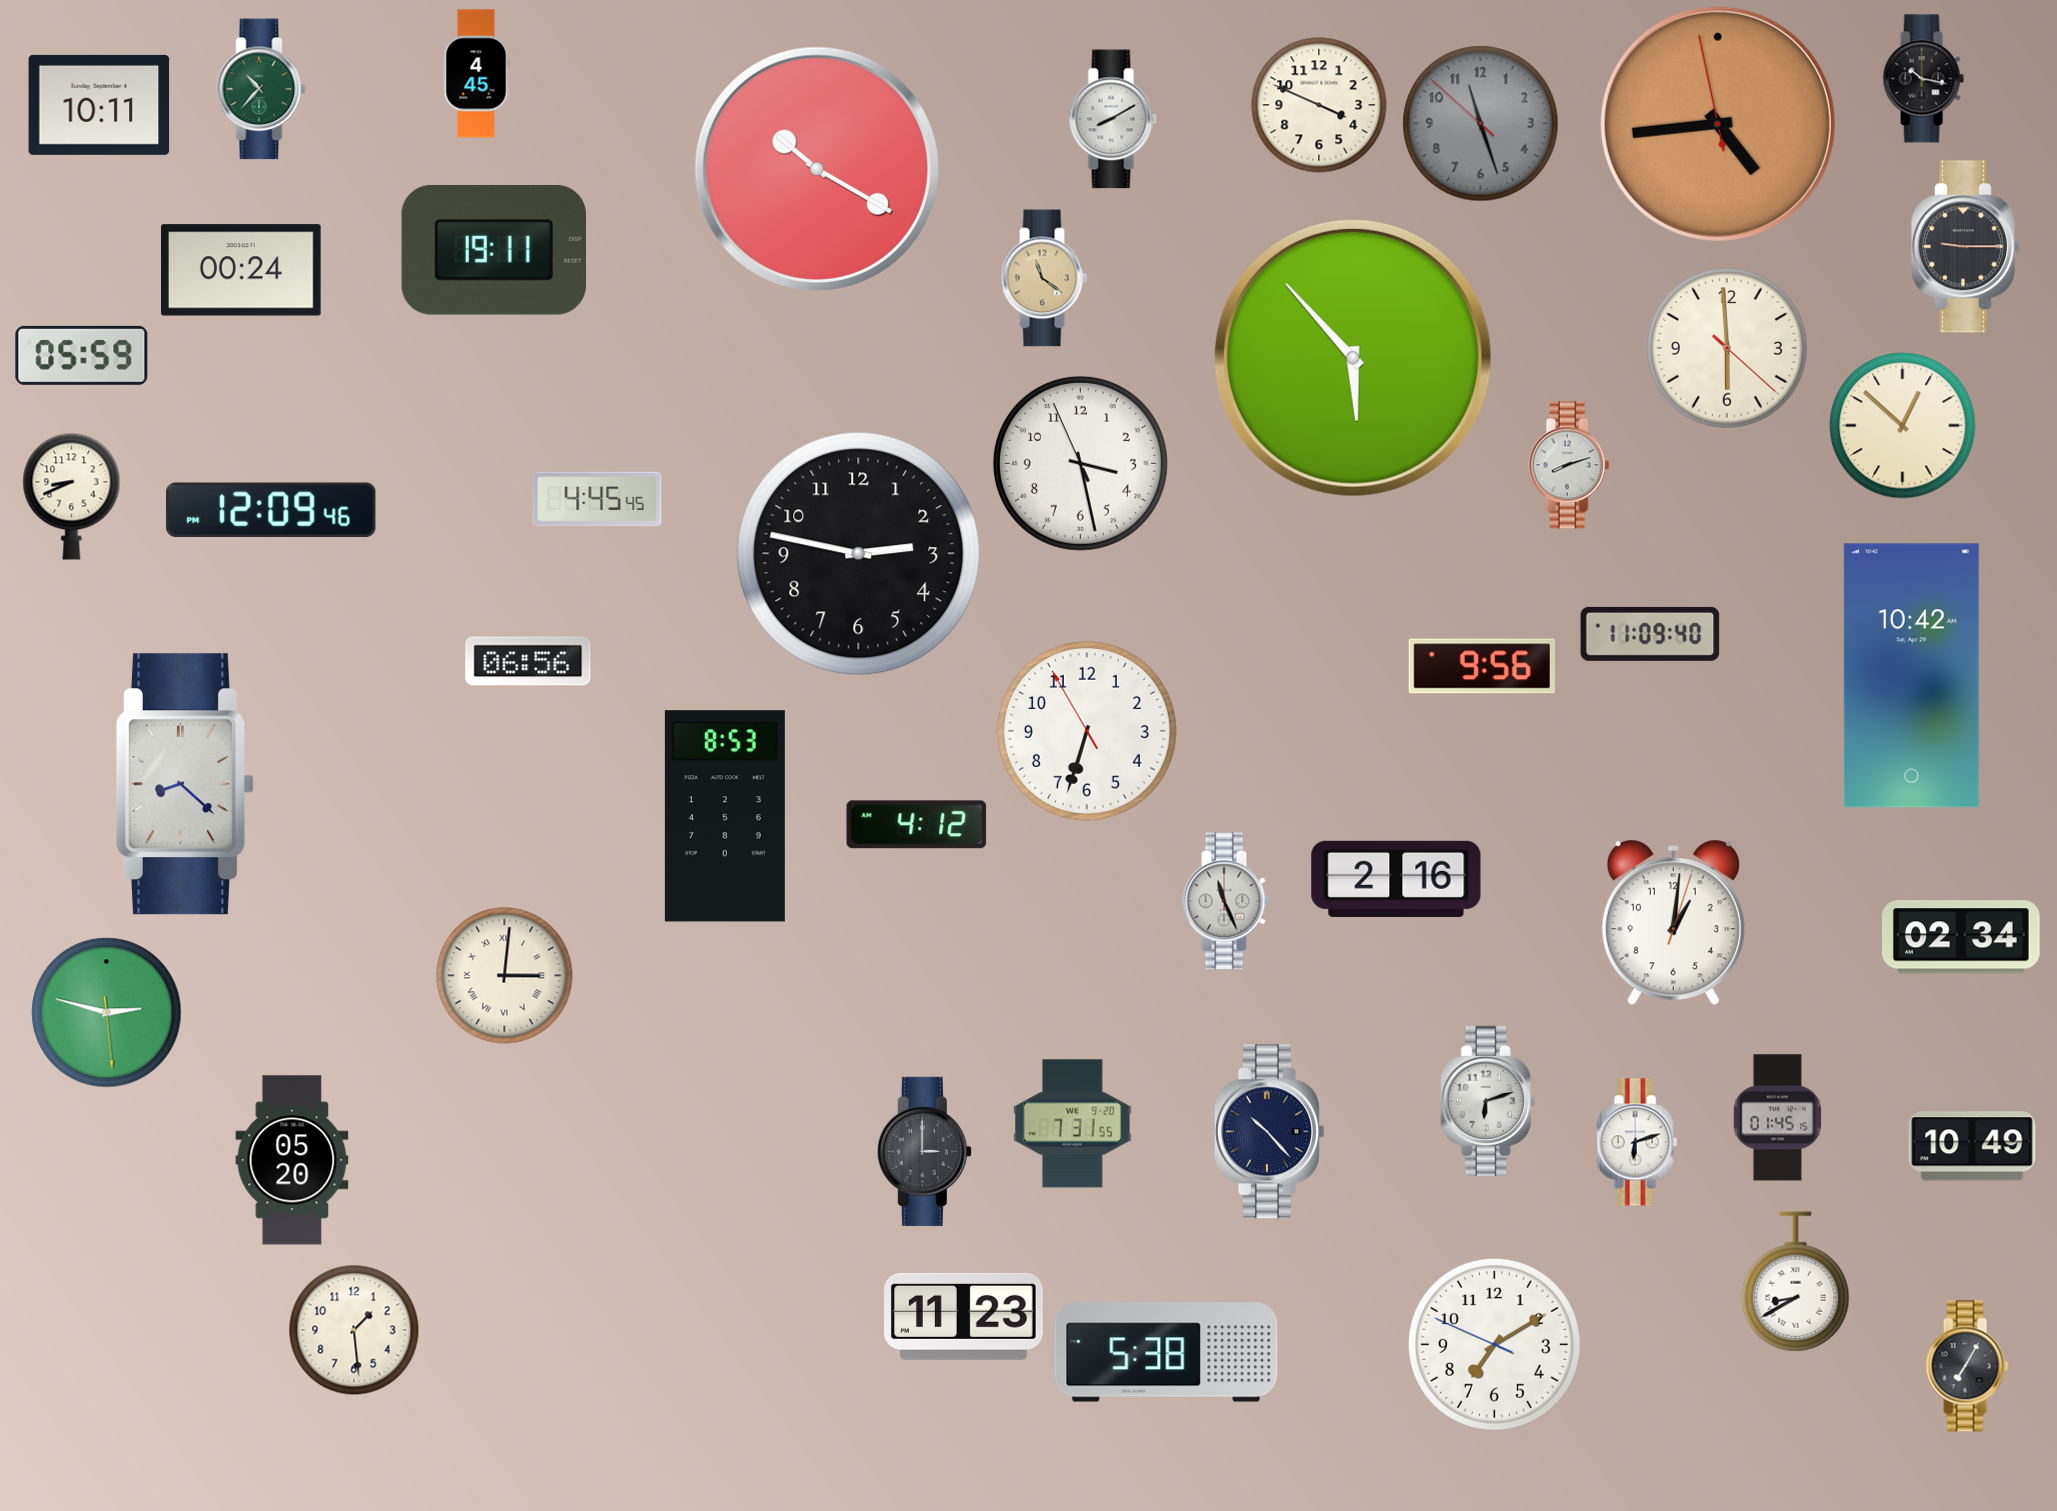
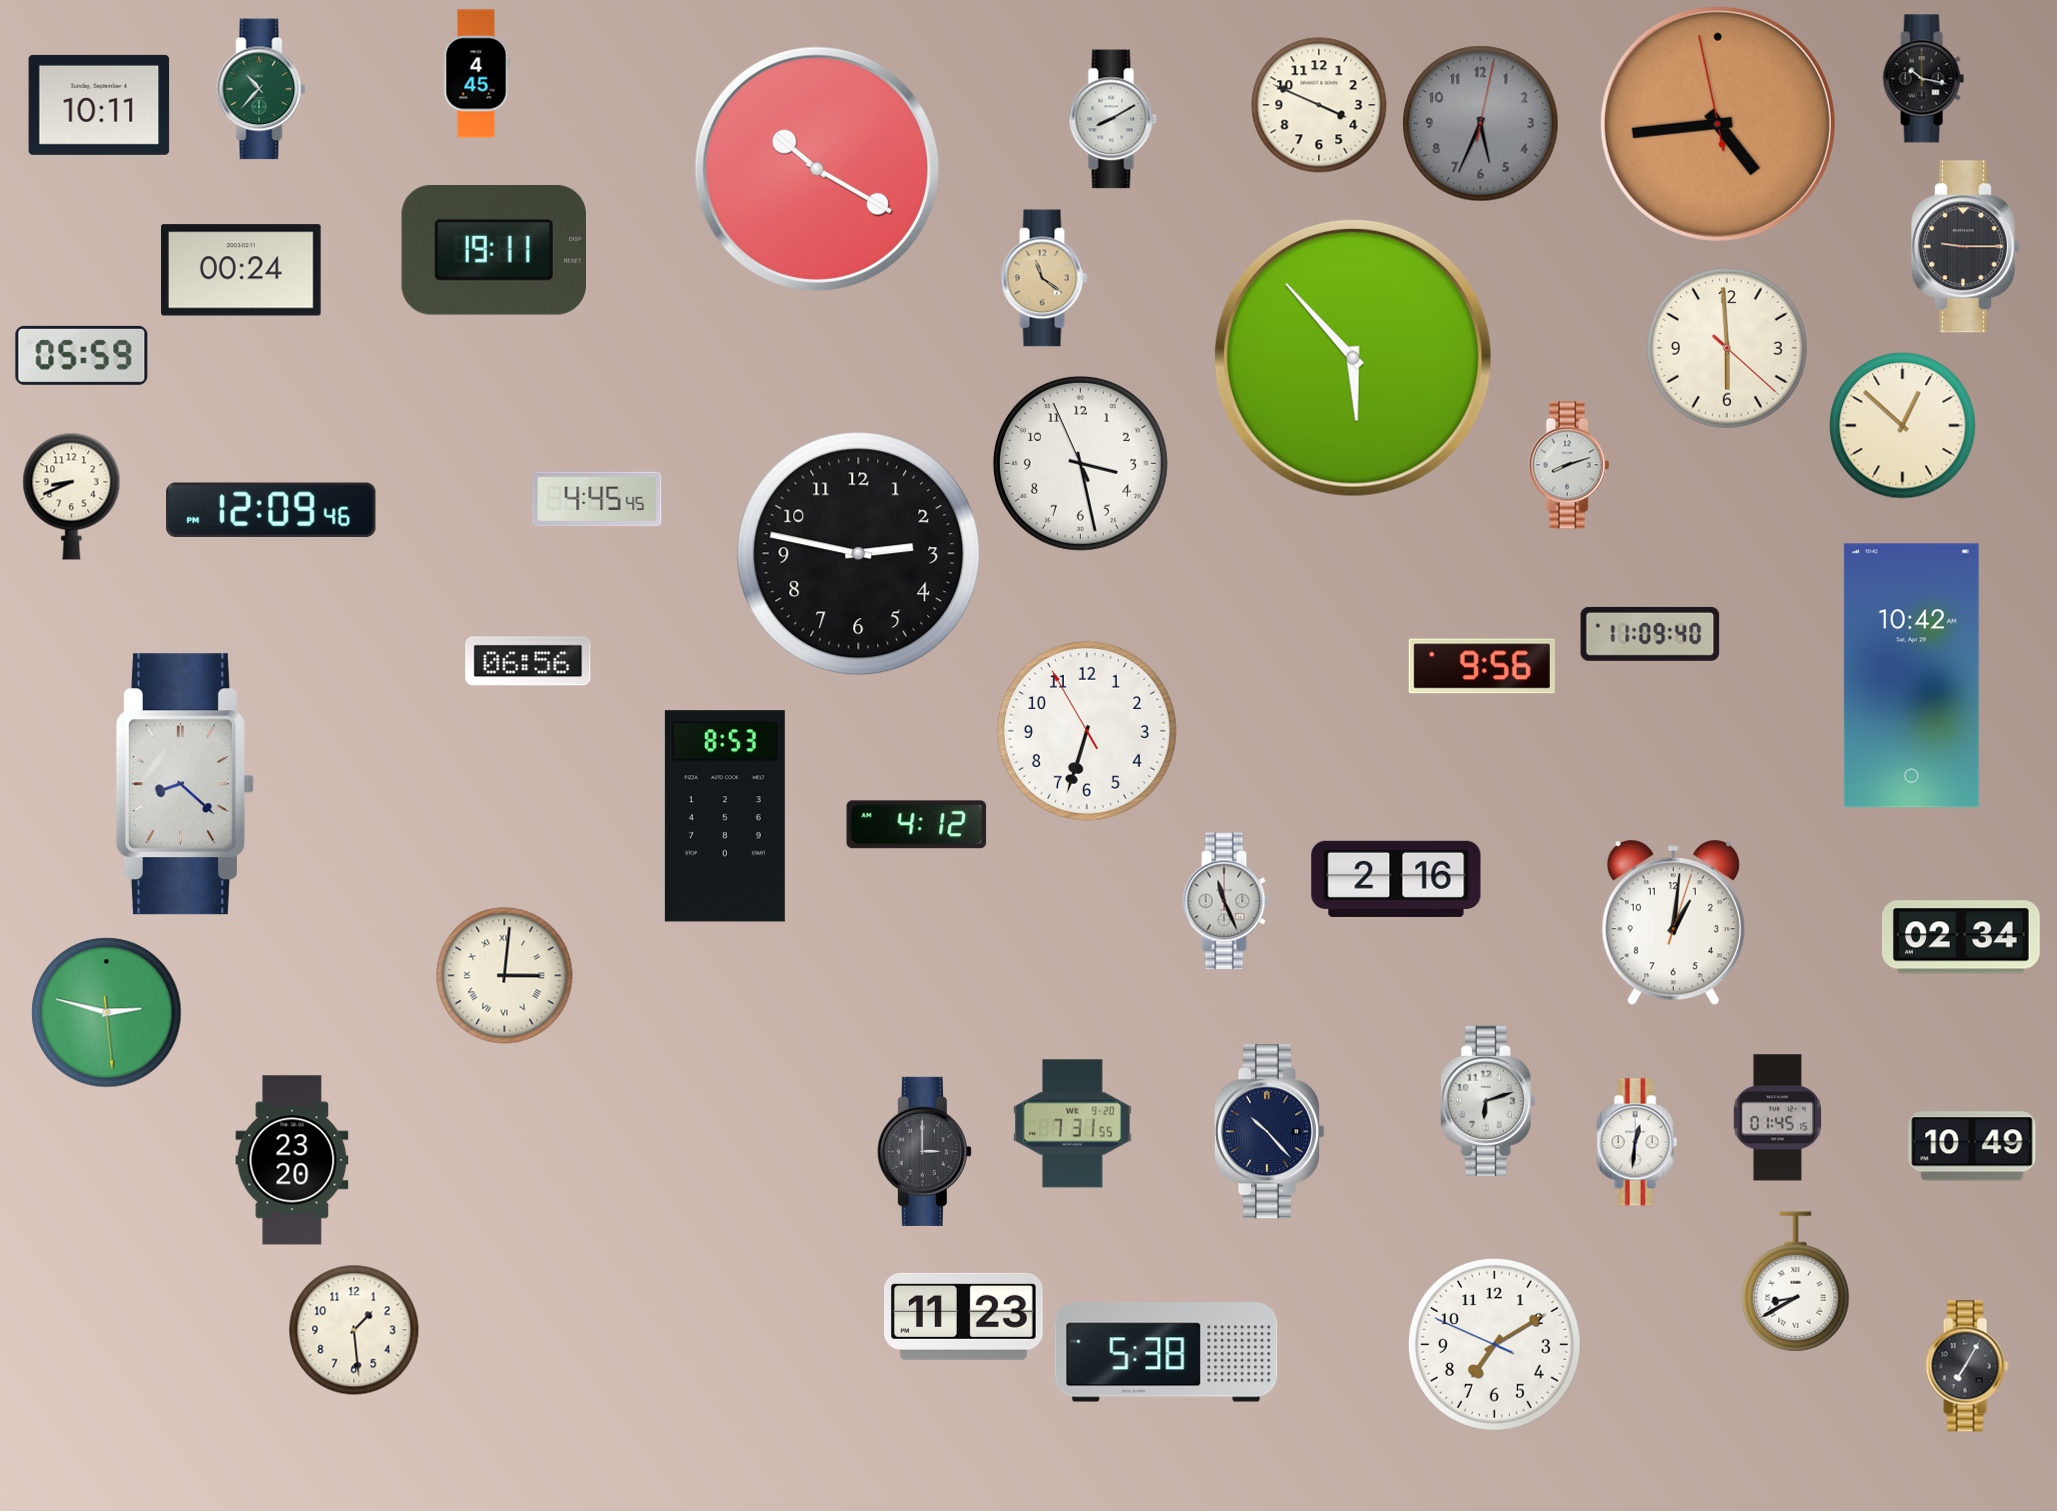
clock at (1481, 124): 11:26 -> 5:34
clock at (1637, 1142): 6:12 -> 12:31
clock at (292, 1160): 05:20 -> 23:20
